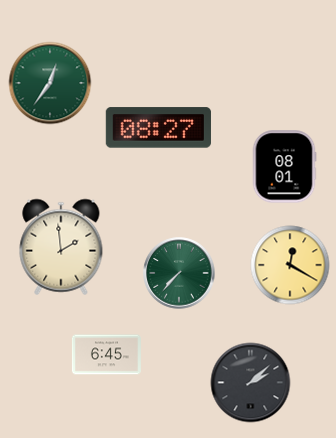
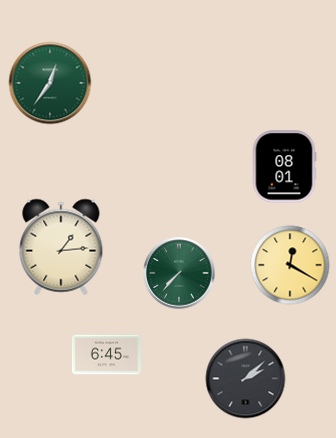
clock at (158, 128): 08:27 -> none
clock at (61, 247): 1:59 -> 1:14
clock at (251, 383) position: (251, 383) -> (246, 379)
